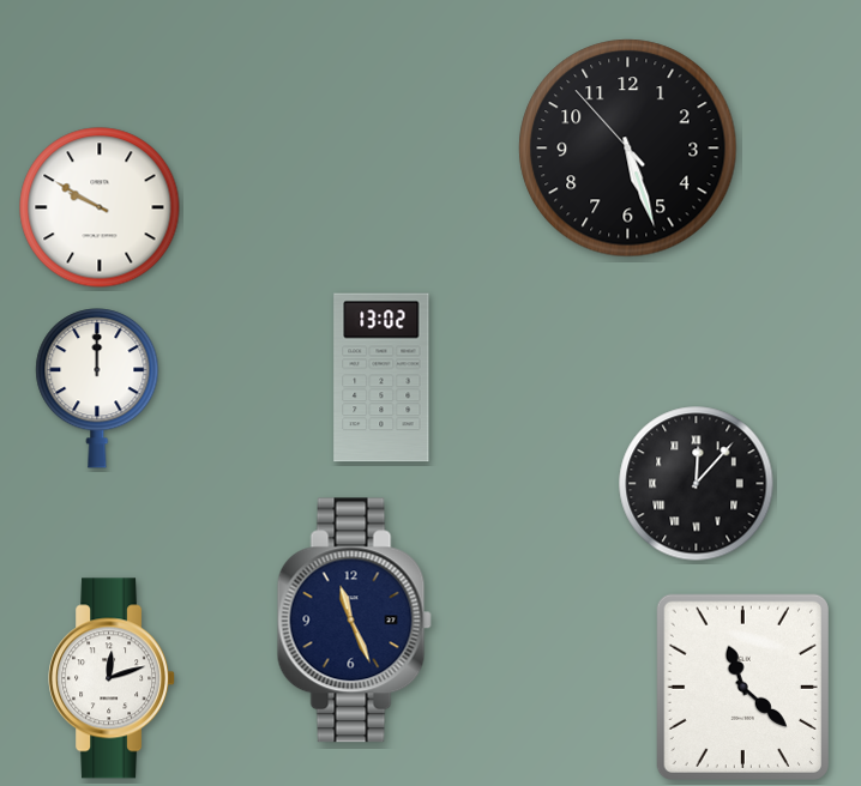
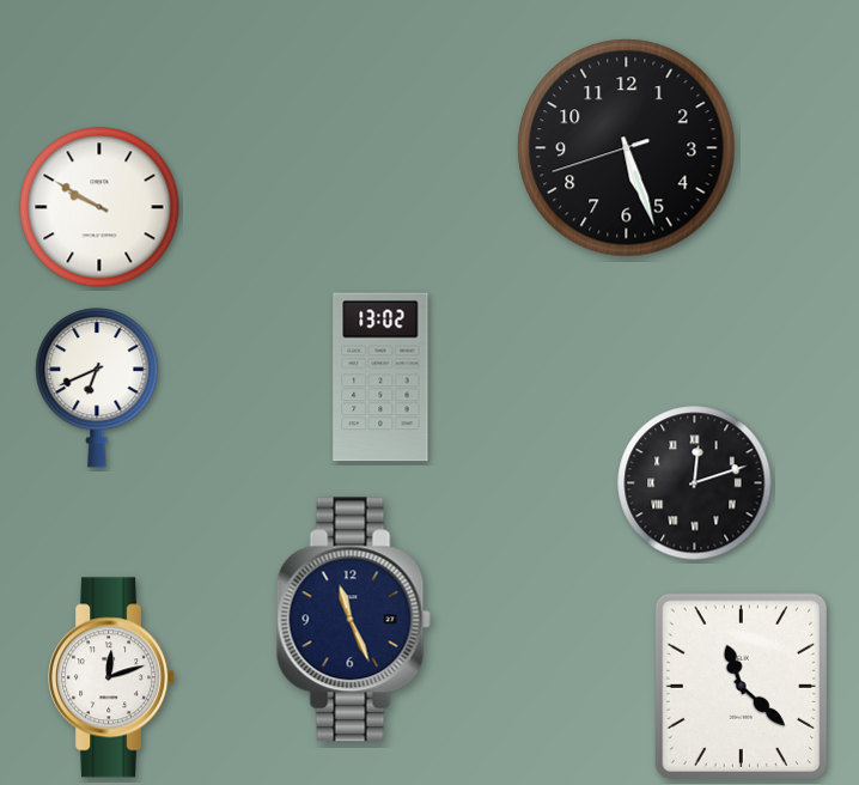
clock at (628, 149): 5:26:53 -> 5:26:42
clock at (97, 388): 12:00 -> 6:41
clock at (697, 484): 12:07 -> 12:12
